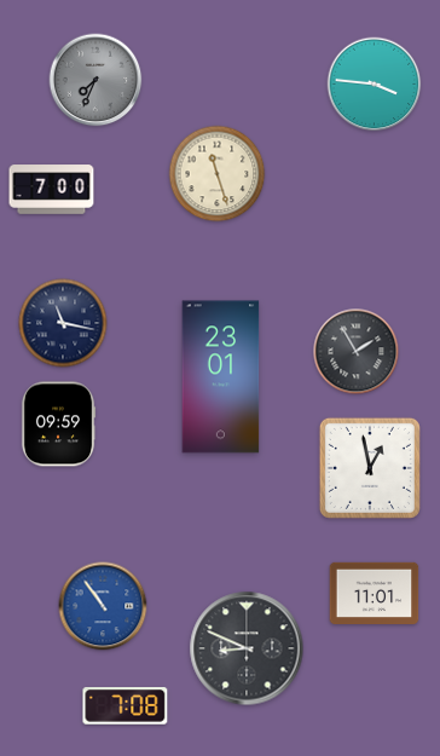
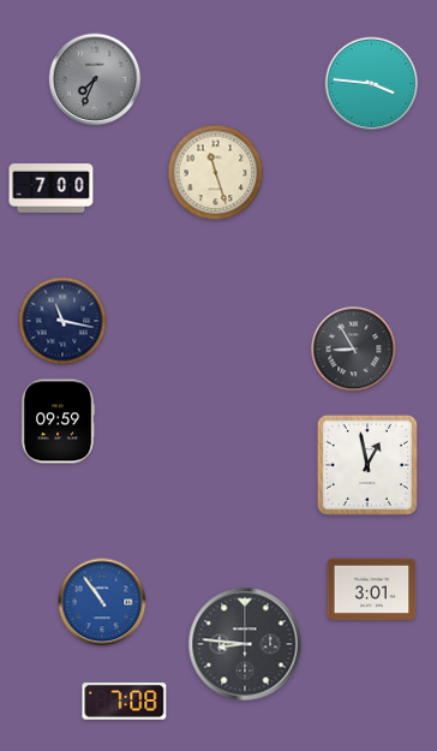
clock at (357, 352): 1:55 -> 8:55
clock at (221, 377): 23:01 -> none
clock at (375, 593): 11:01 -> 3:01
clock at (247, 648): 8:49 -> 8:46
